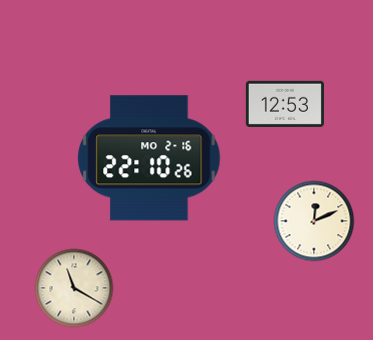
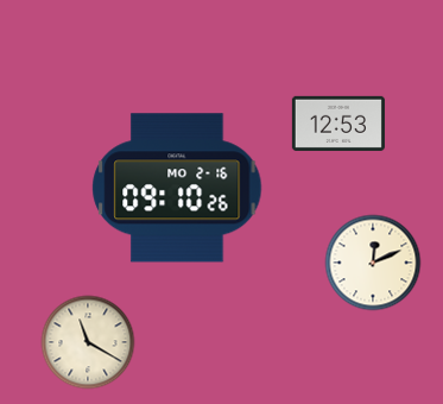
clock at (149, 158): 22:10 -> 09:10
